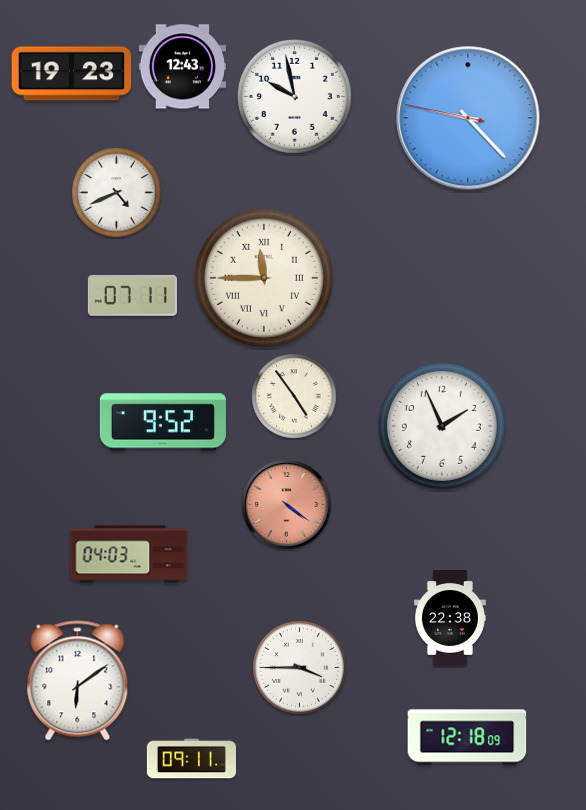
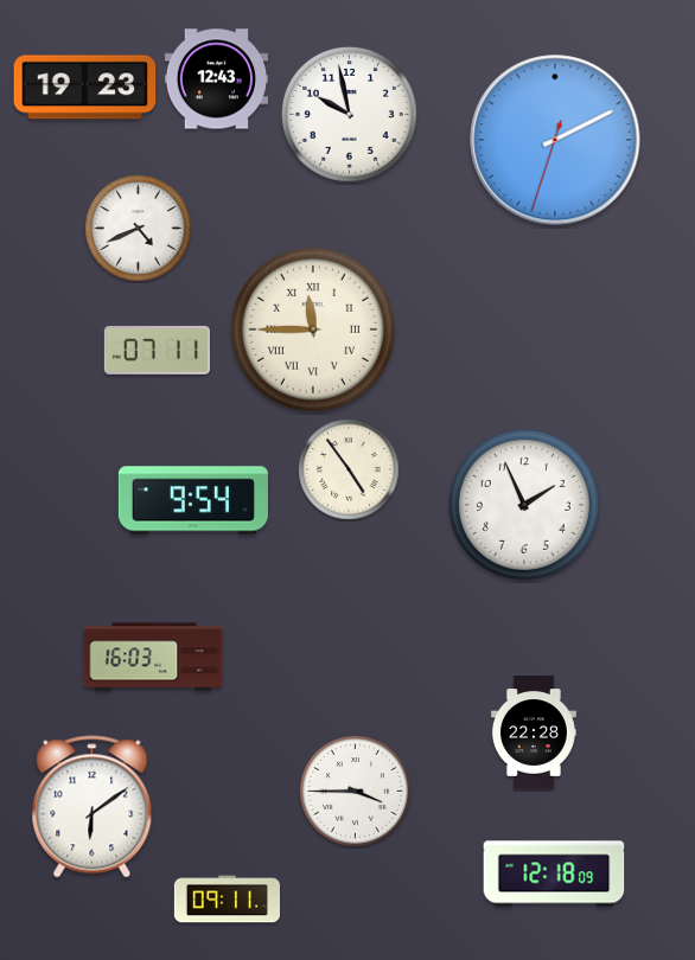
clock at (468, 118): 9:22 -> 2:10
clock at (163, 422): 9:52 -> 9:54
clock at (287, 505): 4:21 -> none
clock at (129, 554): 04:03 -> 16:03
clock at (450, 618): 22:38 -> 22:28
